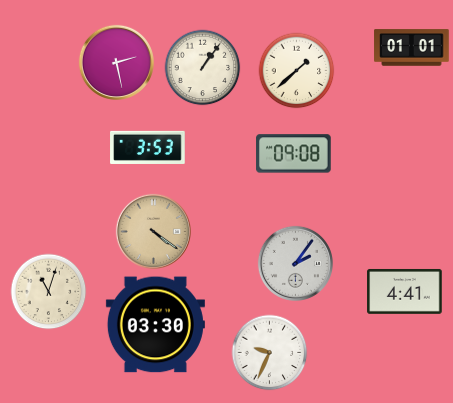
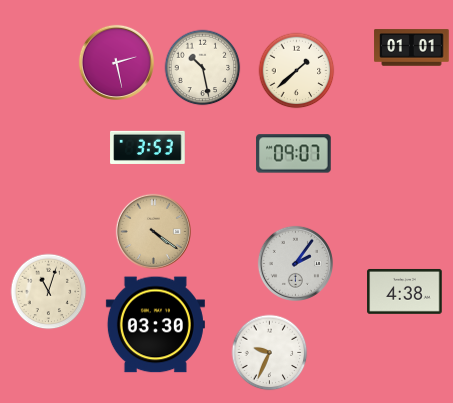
clock at (203, 68): 1:06 -> 10:28
clock at (294, 154): 09:08 -> 09:07
clock at (405, 291): 4:41 -> 4:38
